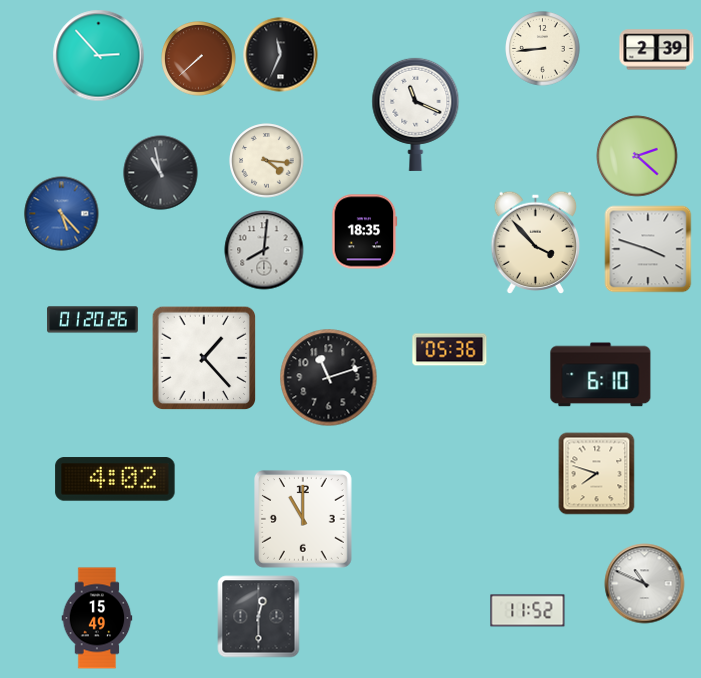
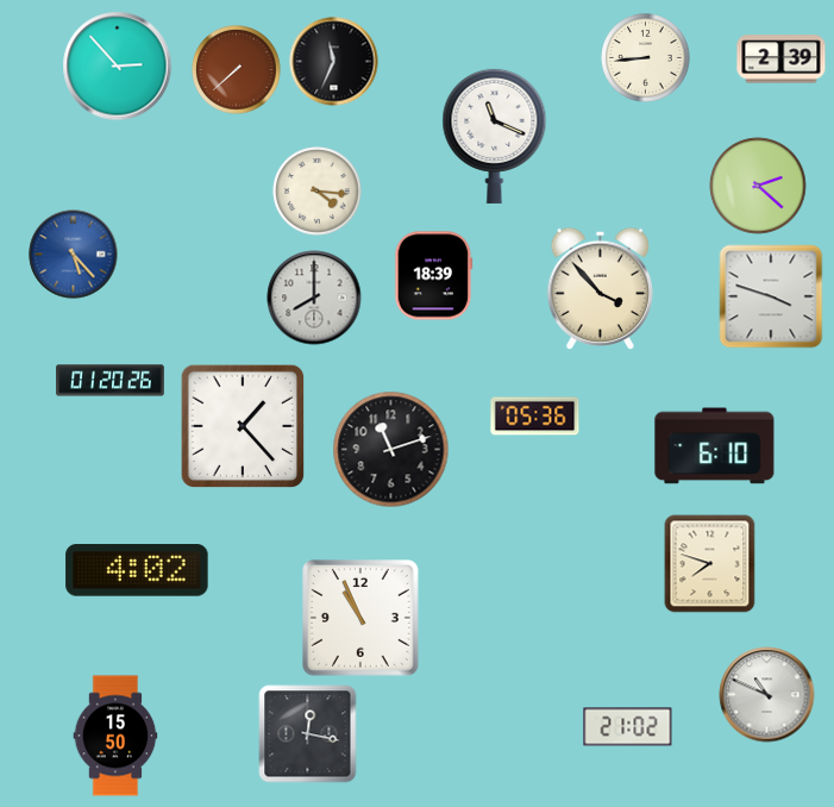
clock at (281, 55) position: (281, 55) -> (334, 62)
clock at (161, 173): 10:58 -> none
clock at (365, 232): 18:35 -> 18:39
clock at (536, 243) position: (536, 243) -> (601, 289)
clock at (264, 250): 8:01 -> 8:00
clock at (304, 520): 11:00 -> 10:56
clock at (528, 611): 11:52 -> 21:02
clock at (259, 617): 12:30 -> 12:17
clock at (97, 618): 15:49 -> 15:50
